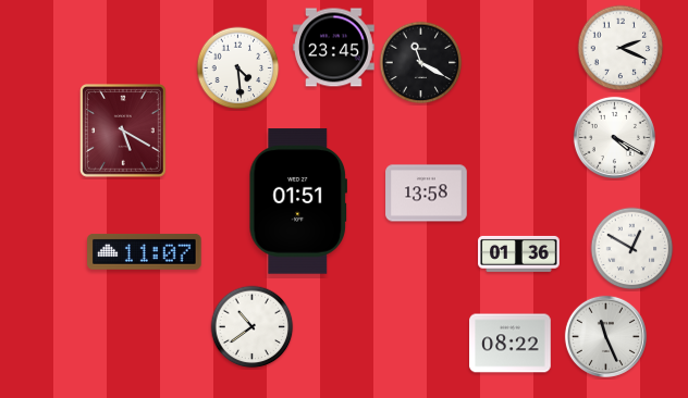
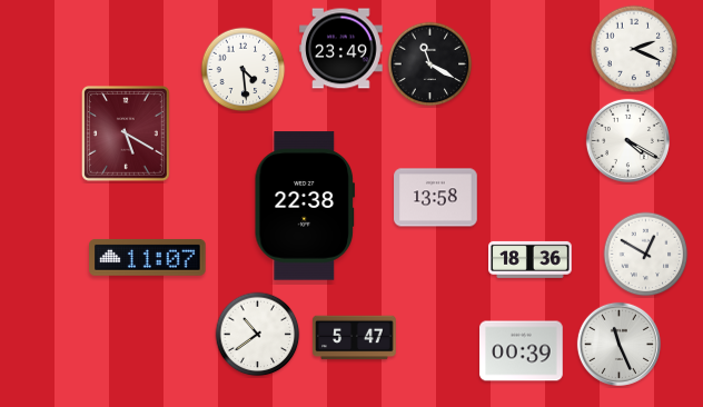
clock at (334, 48): 23:45 -> 23:49
clock at (297, 201): 01:51 -> 22:38
clock at (519, 253): 01:36 -> 18:36
clock at (355, 338): none -> 5:47
clock at (511, 344): 08:22 -> 00:39
